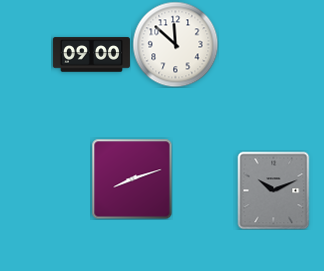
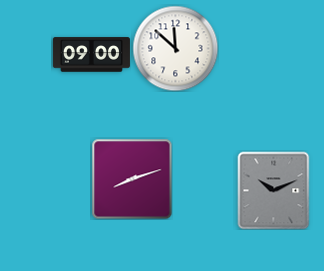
clock at (175, 44) position: (175, 44) -> (175, 48)
